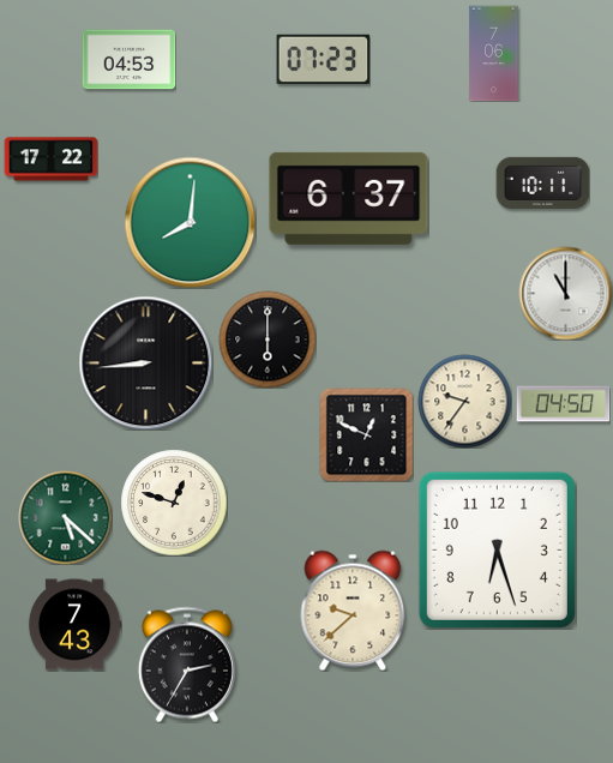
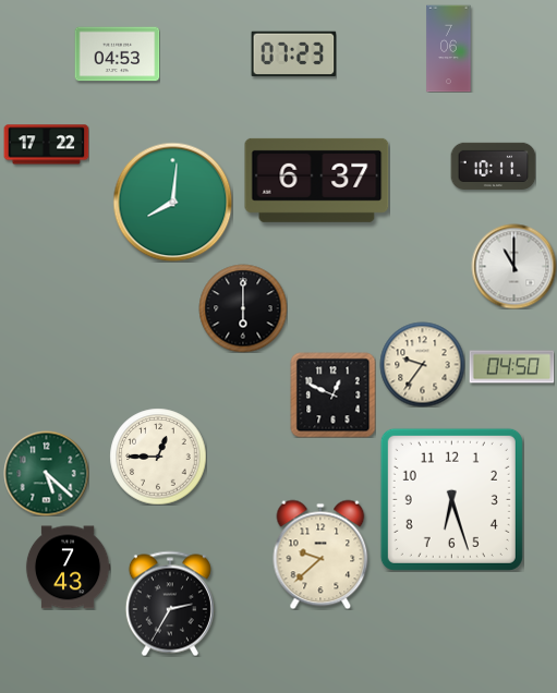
clock at (145, 362): 8:44 -> none
clock at (174, 503): 12:48 -> 12:45
clock at (65, 517) position: (65, 517) -> (46, 473)
